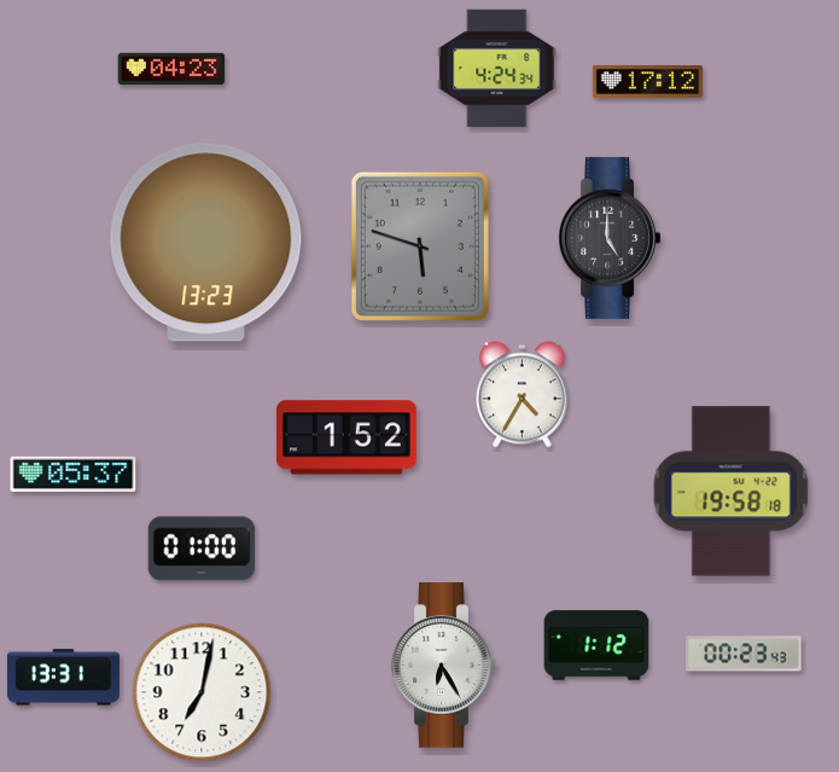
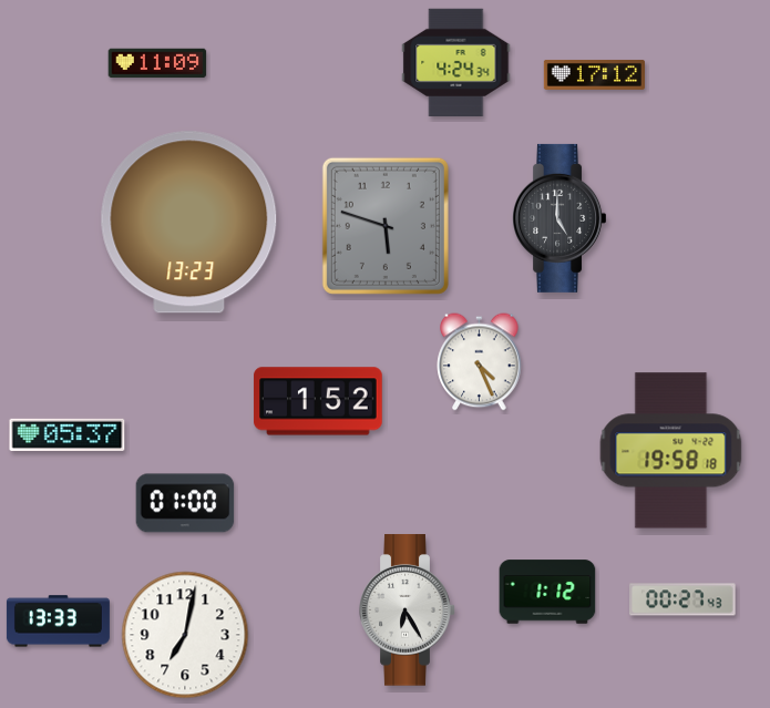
clock at (171, 69): 04:23 -> 11:09
clock at (523, 395): 4:35 -> 4:26
clock at (744, 654): 00:23 -> 00:27
clock at (63, 678): 13:31 -> 13:33
